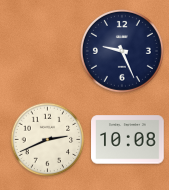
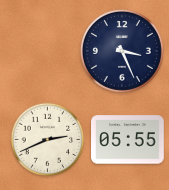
clock at (122, 51): 9:26 -> 3:26
clock at (128, 140): 10:08 -> 05:55
